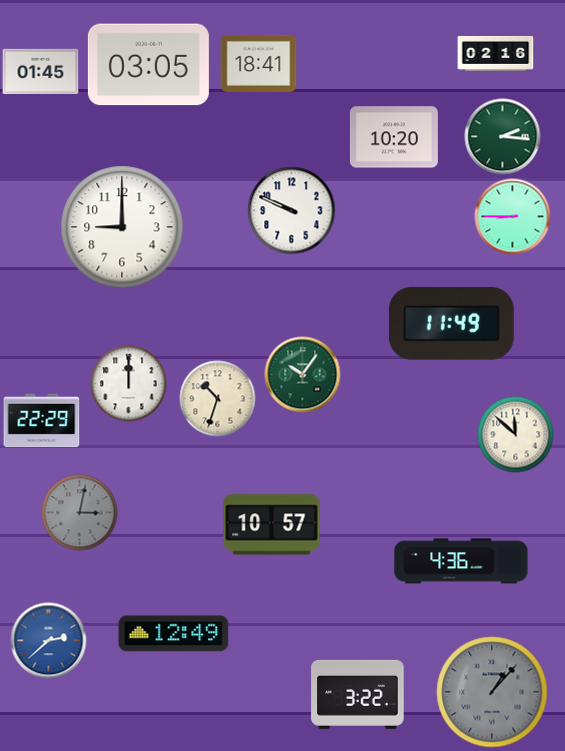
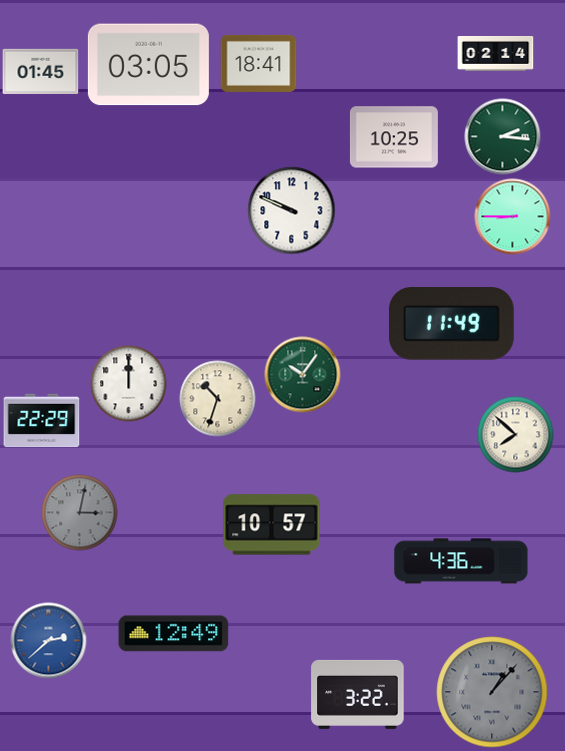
clock at (496, 54): 02:16 -> 02:14
clock at (394, 137): 10:20 -> 10:25
clock at (122, 227): 9:00 -> none
clock at (516, 435): 11:52 -> 7:52
